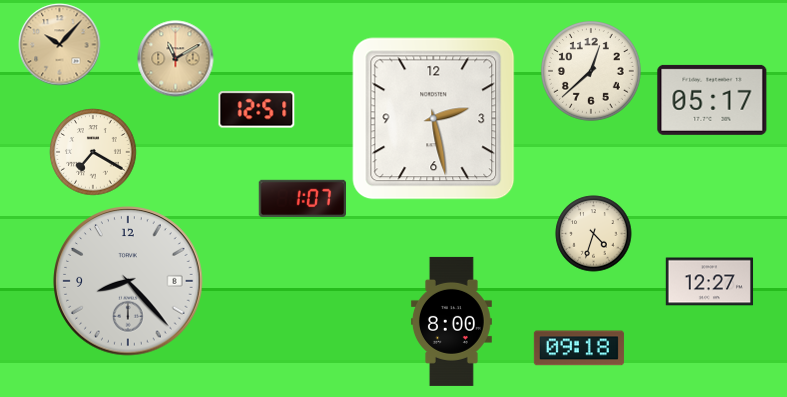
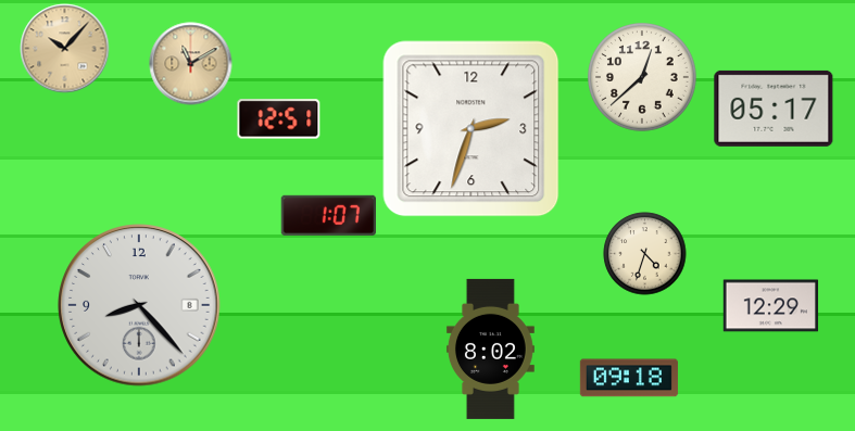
clock at (434, 119): 2:28 -> 2:33
clock at (93, 152): 7:20 -> none
clock at (710, 282): 12:27 -> 12:29
clock at (451, 321): 8:00 -> 8:02
